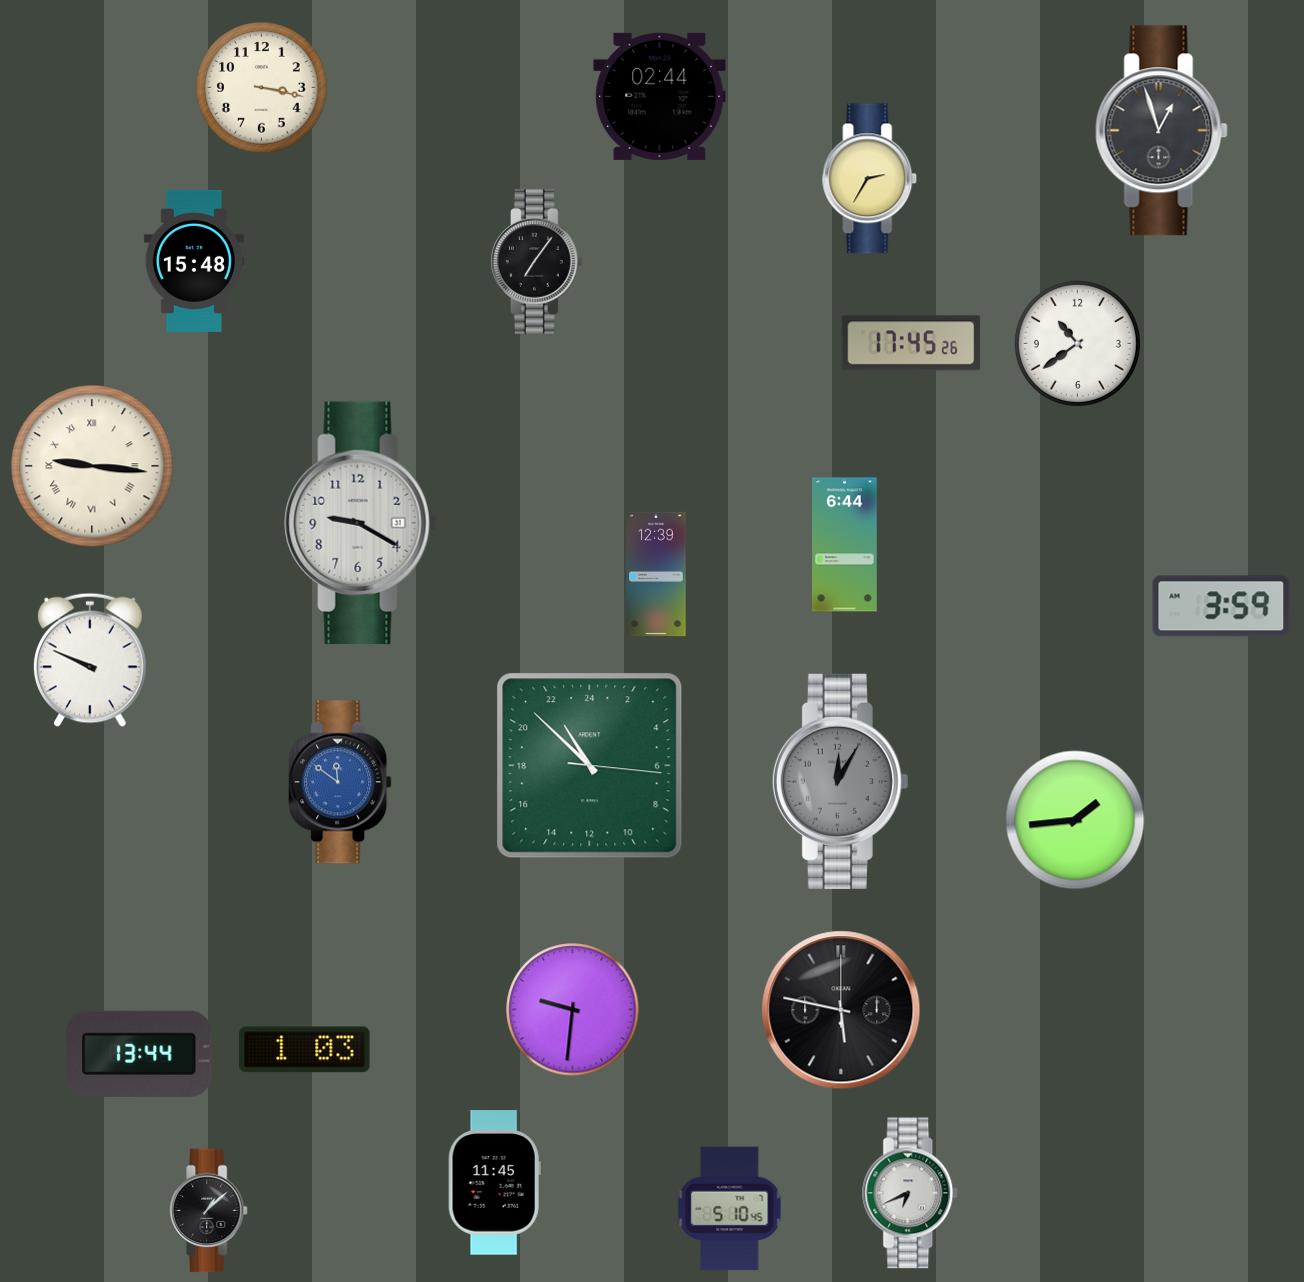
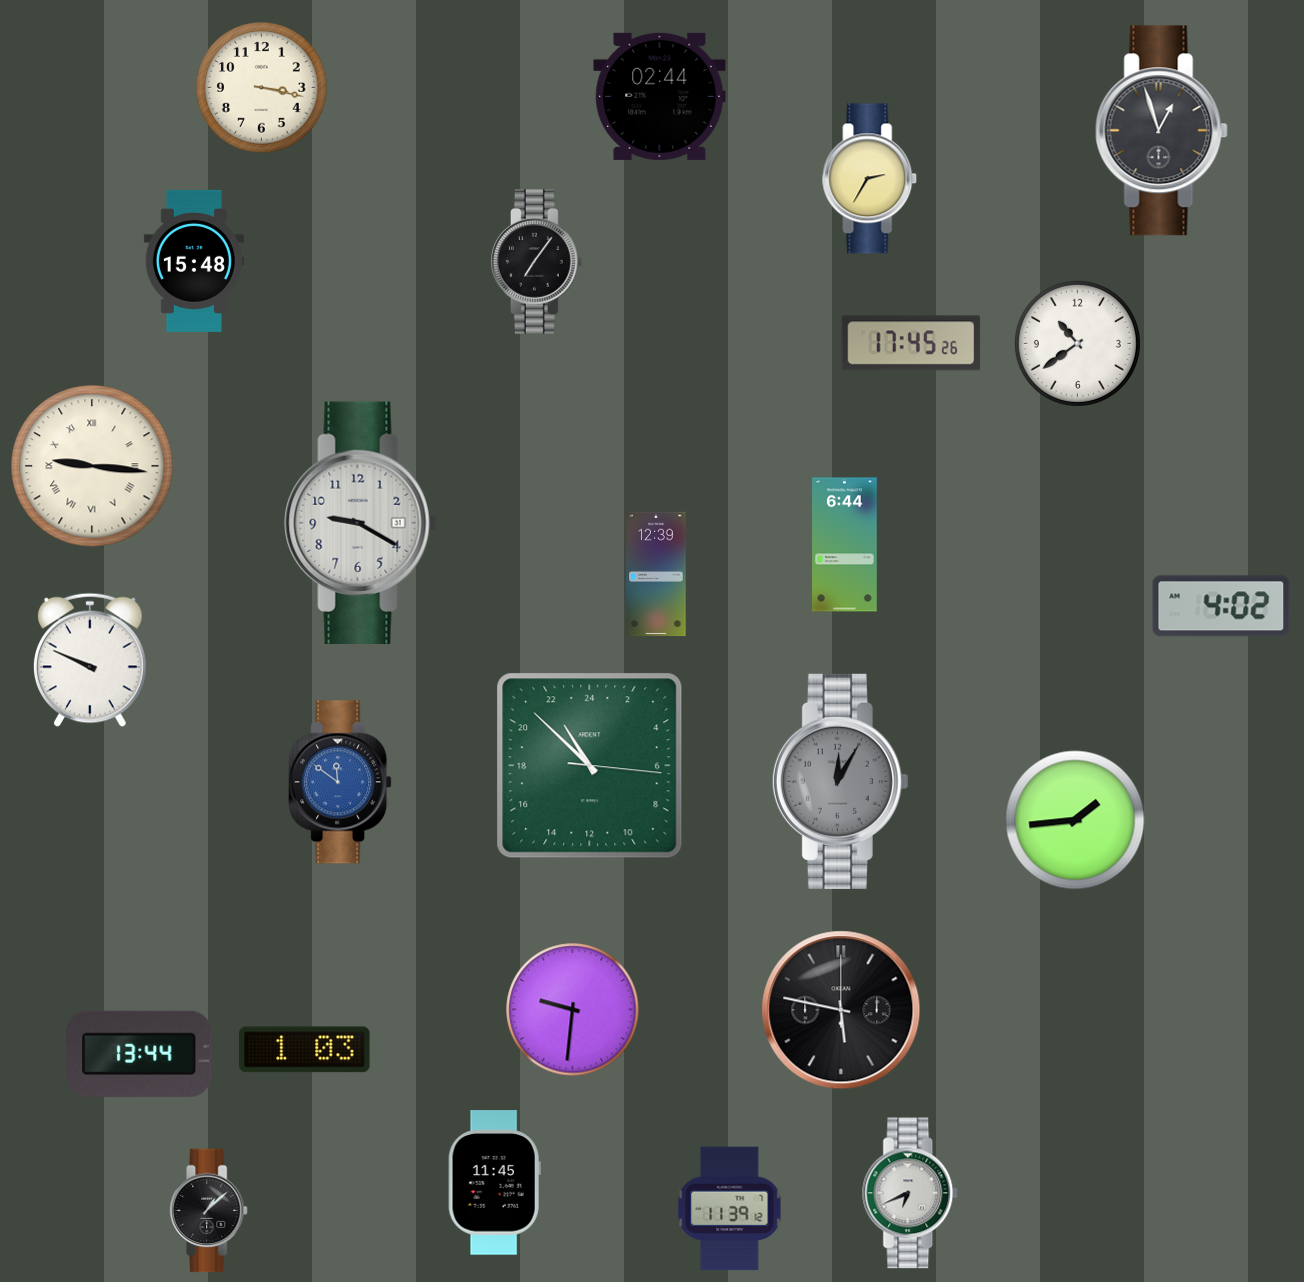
clock at (1221, 606): 3:59 -> 4:02
clock at (730, 1209): 5:10 -> 11:39
